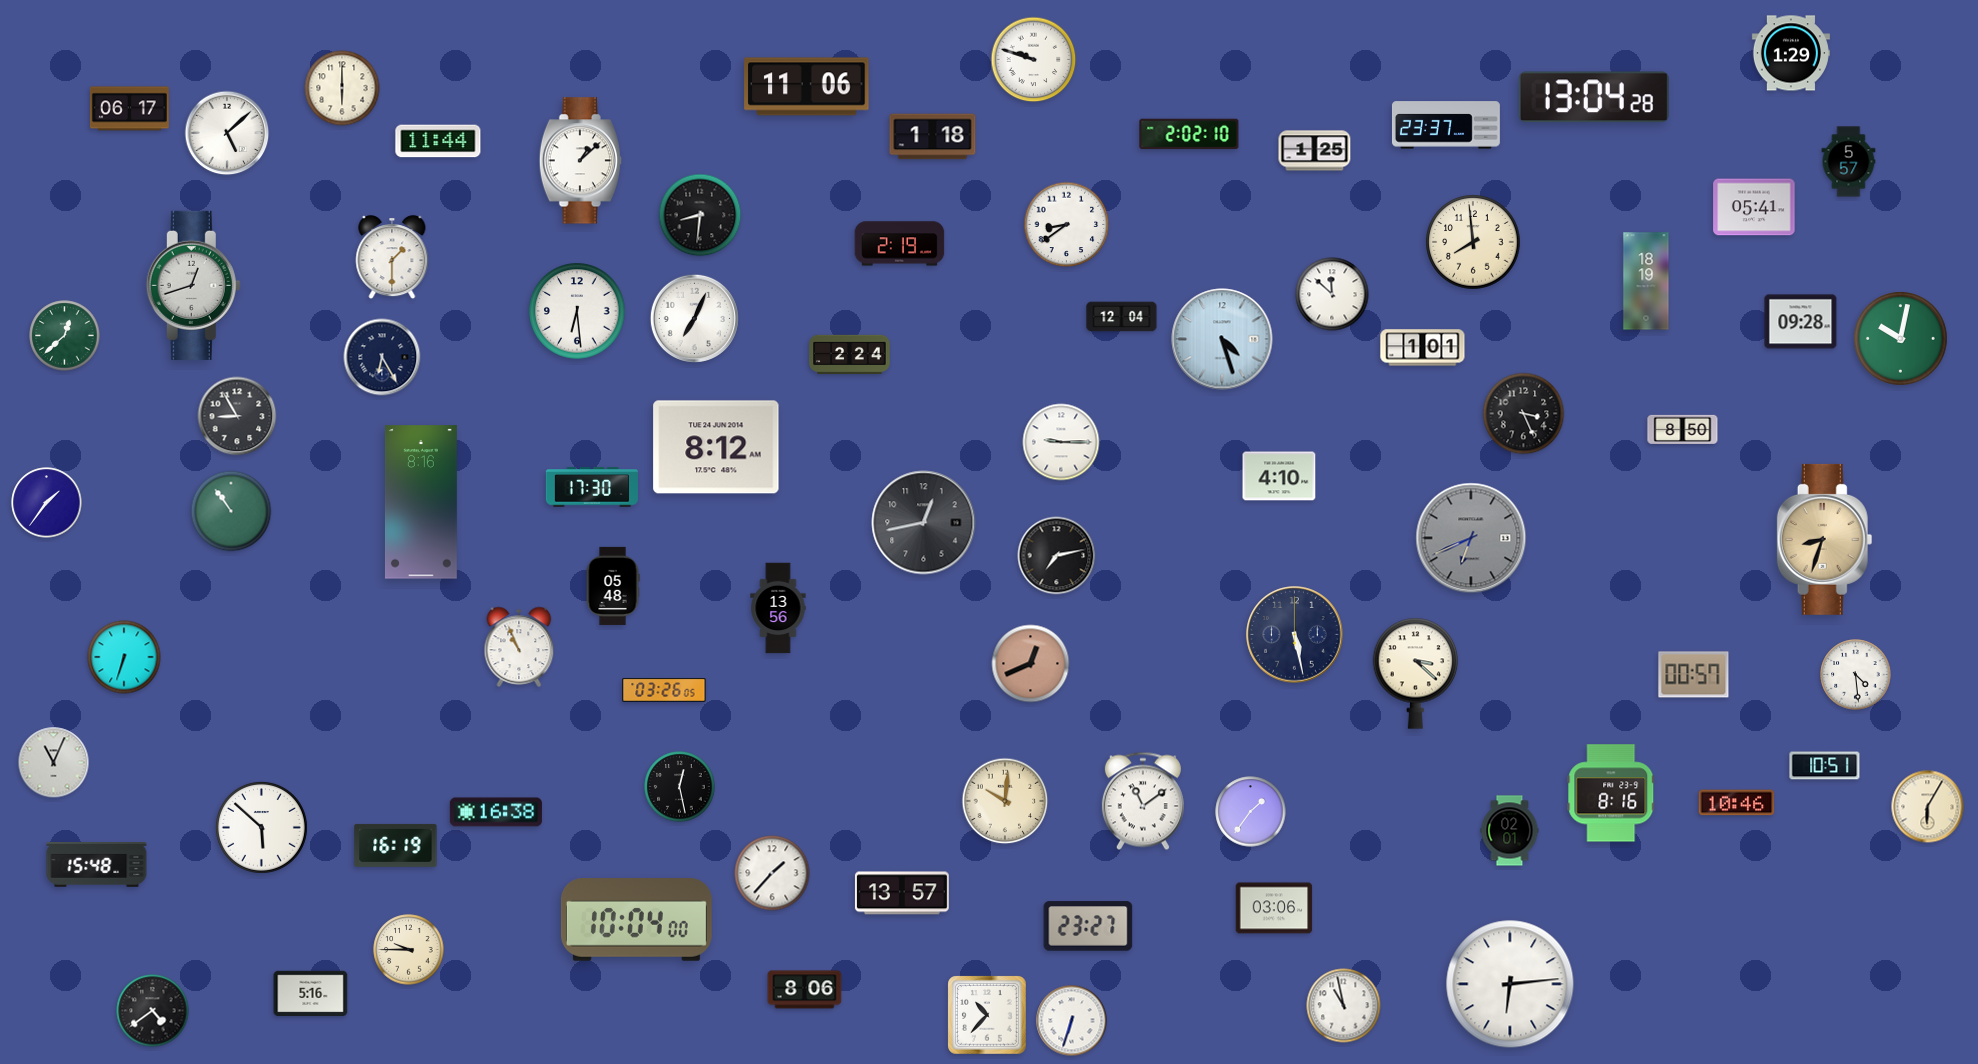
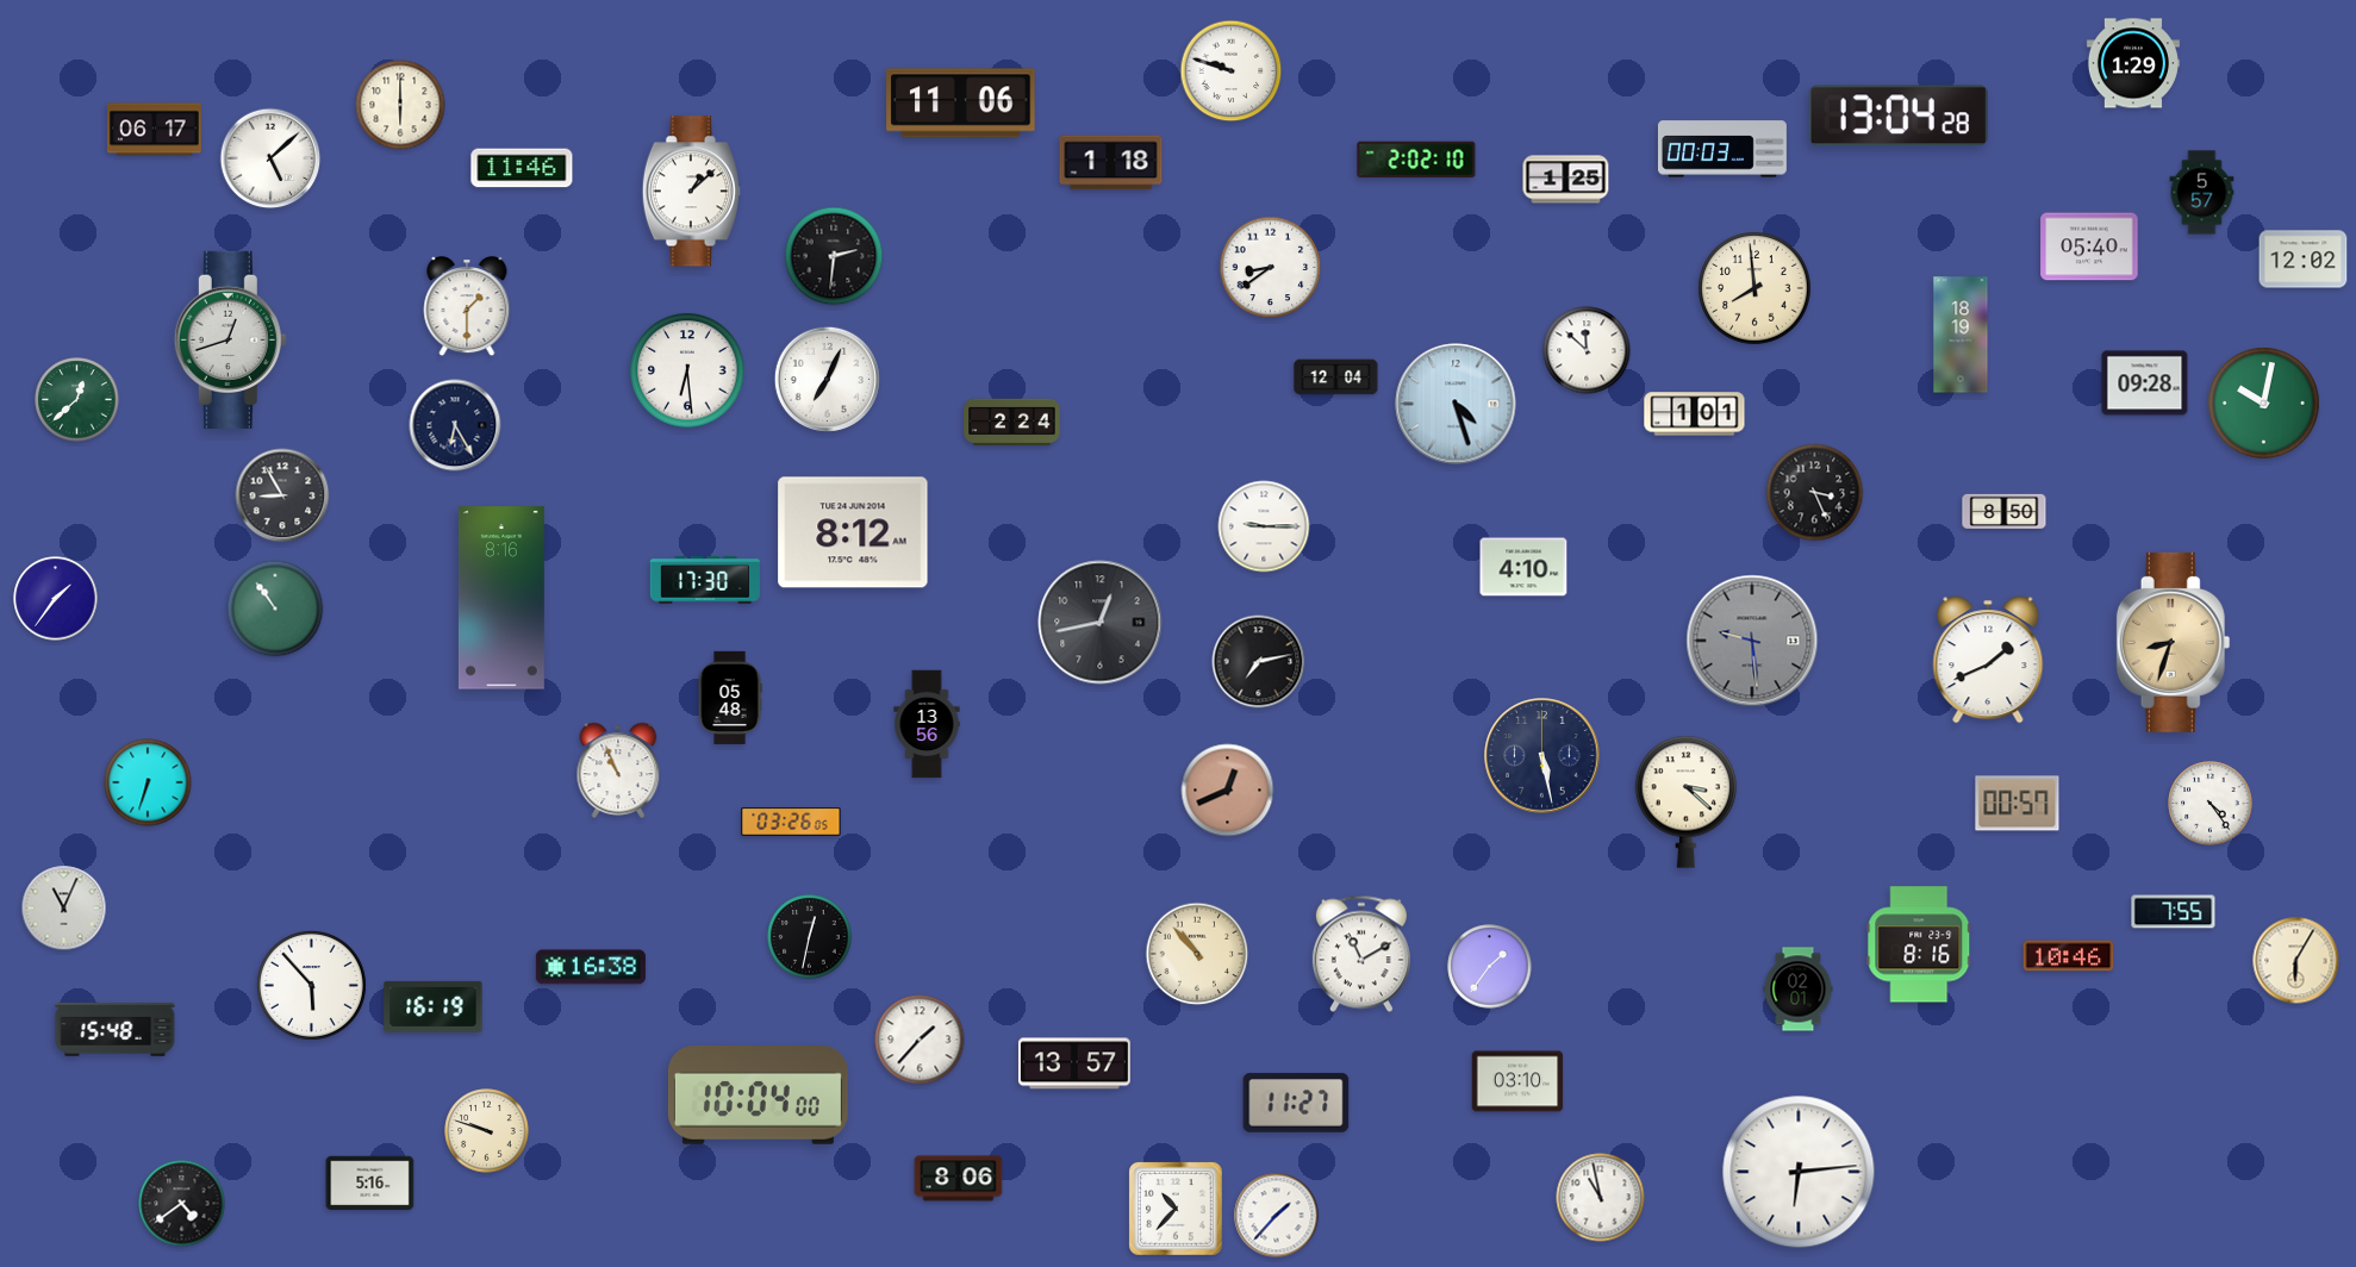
clock at (342, 88) position: (342, 88) -> (400, 105)
clock at (1446, 125): 23:37 -> 00:03
clock at (438, 141): 11:44 -> 11:46
clock at (1754, 207): 05:41 -> 05:40
clock at (700, 215): 8:31 -> 2:31
clock at (2304, 260): none -> 12:02
clock at (900, 244): 2:19 -> none
clock at (1471, 538): 6:41 -> 9:29
clock at (1988, 660): none -> 1:41
clock at (1856, 675): 4:29 -> 4:24
clock at (1825, 766): 10:51 -> 7:55
clock at (680, 787): 12:28 -> 12:32
clock at (1005, 801): 10:01 -> 10:53
clock at (1143, 801): 11:09 -> 11:10
clock at (261, 827): 5:52 -> 5:53
clock at (396, 845) position: (396, 845) -> (434, 1006)
clock at (1274, 908): 03:06 -> 03:10
clock at (1088, 926): 23:27 -> 11:27
clock at (409, 950): 9:45 -> 9:48
clock at (1072, 1021): 6:33 -> 1:37
